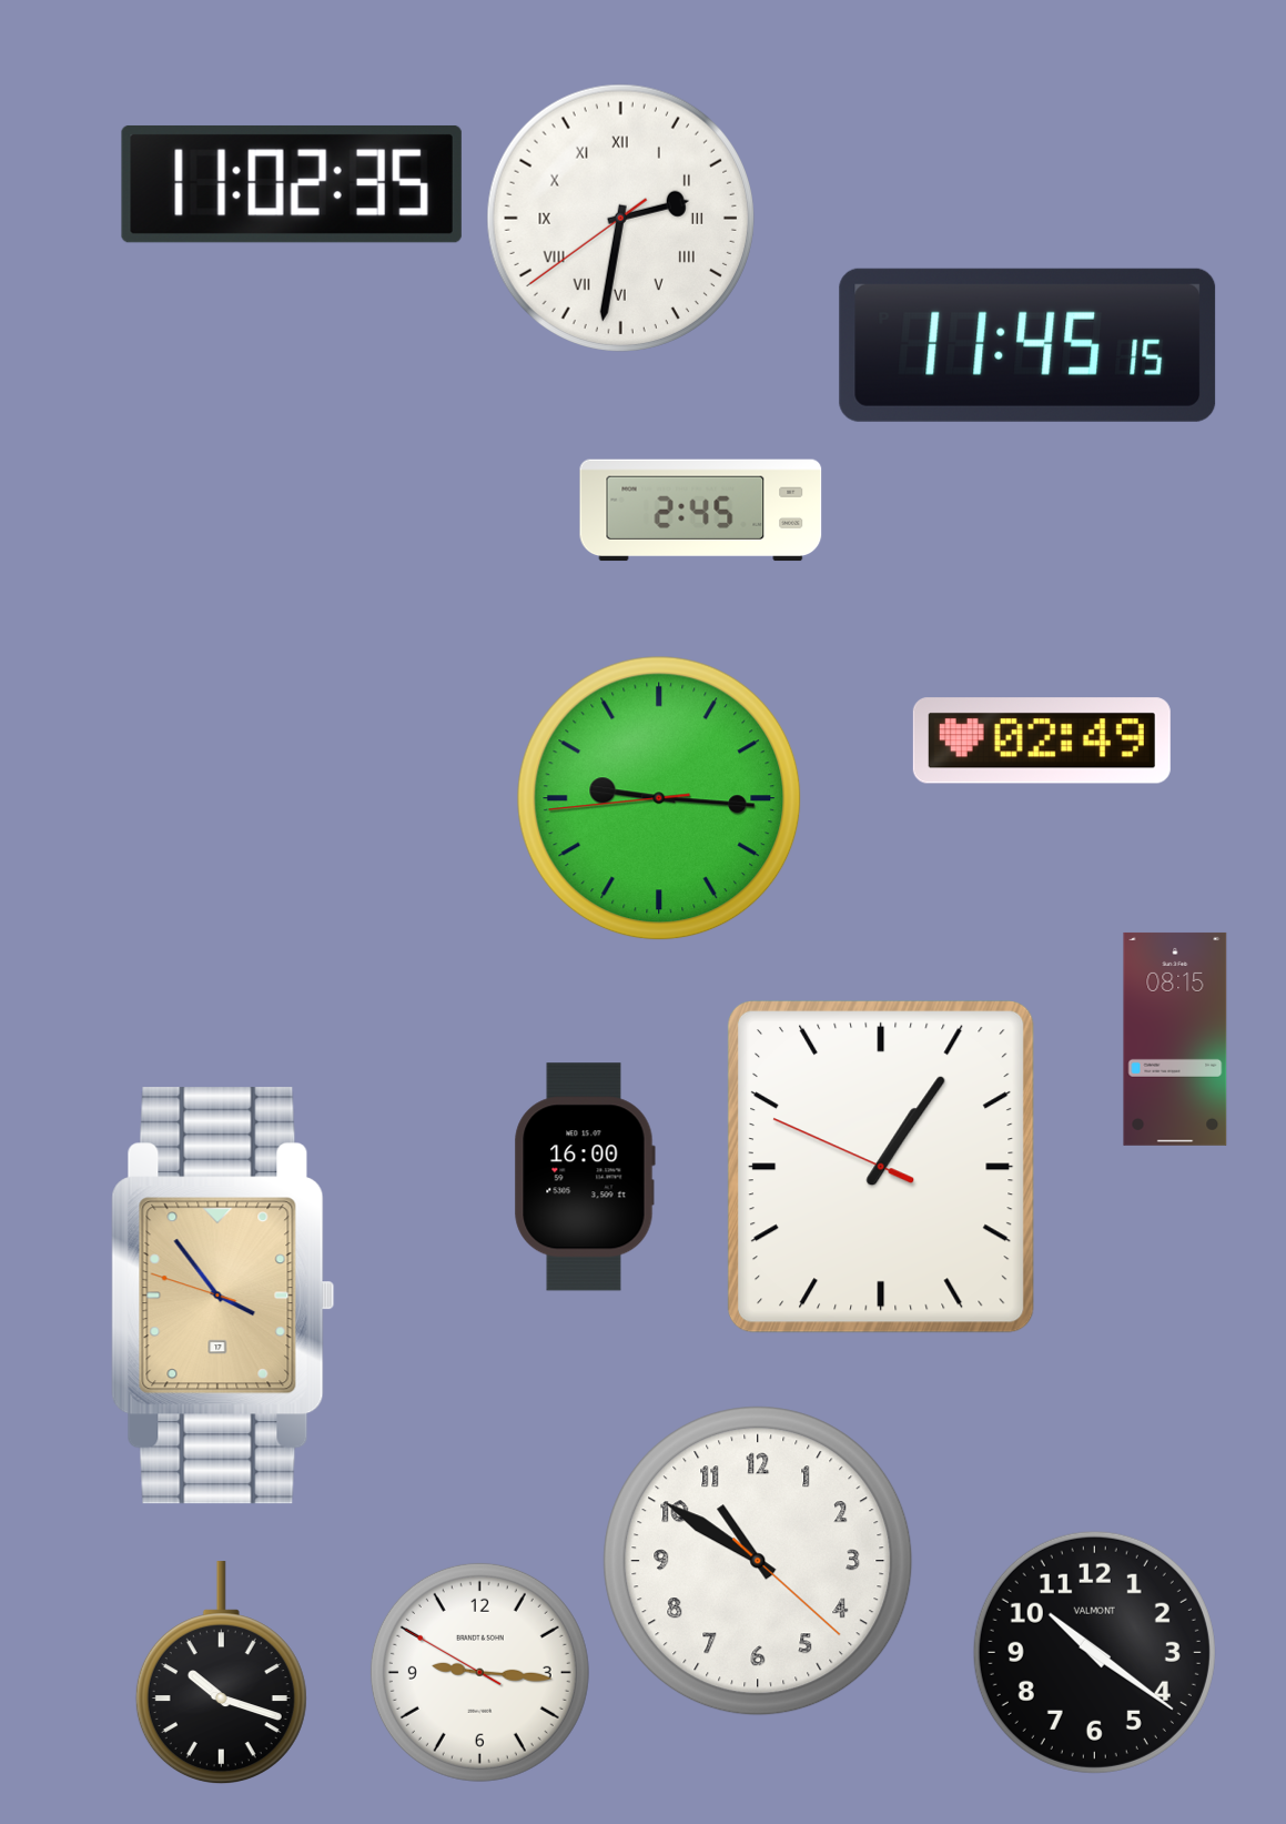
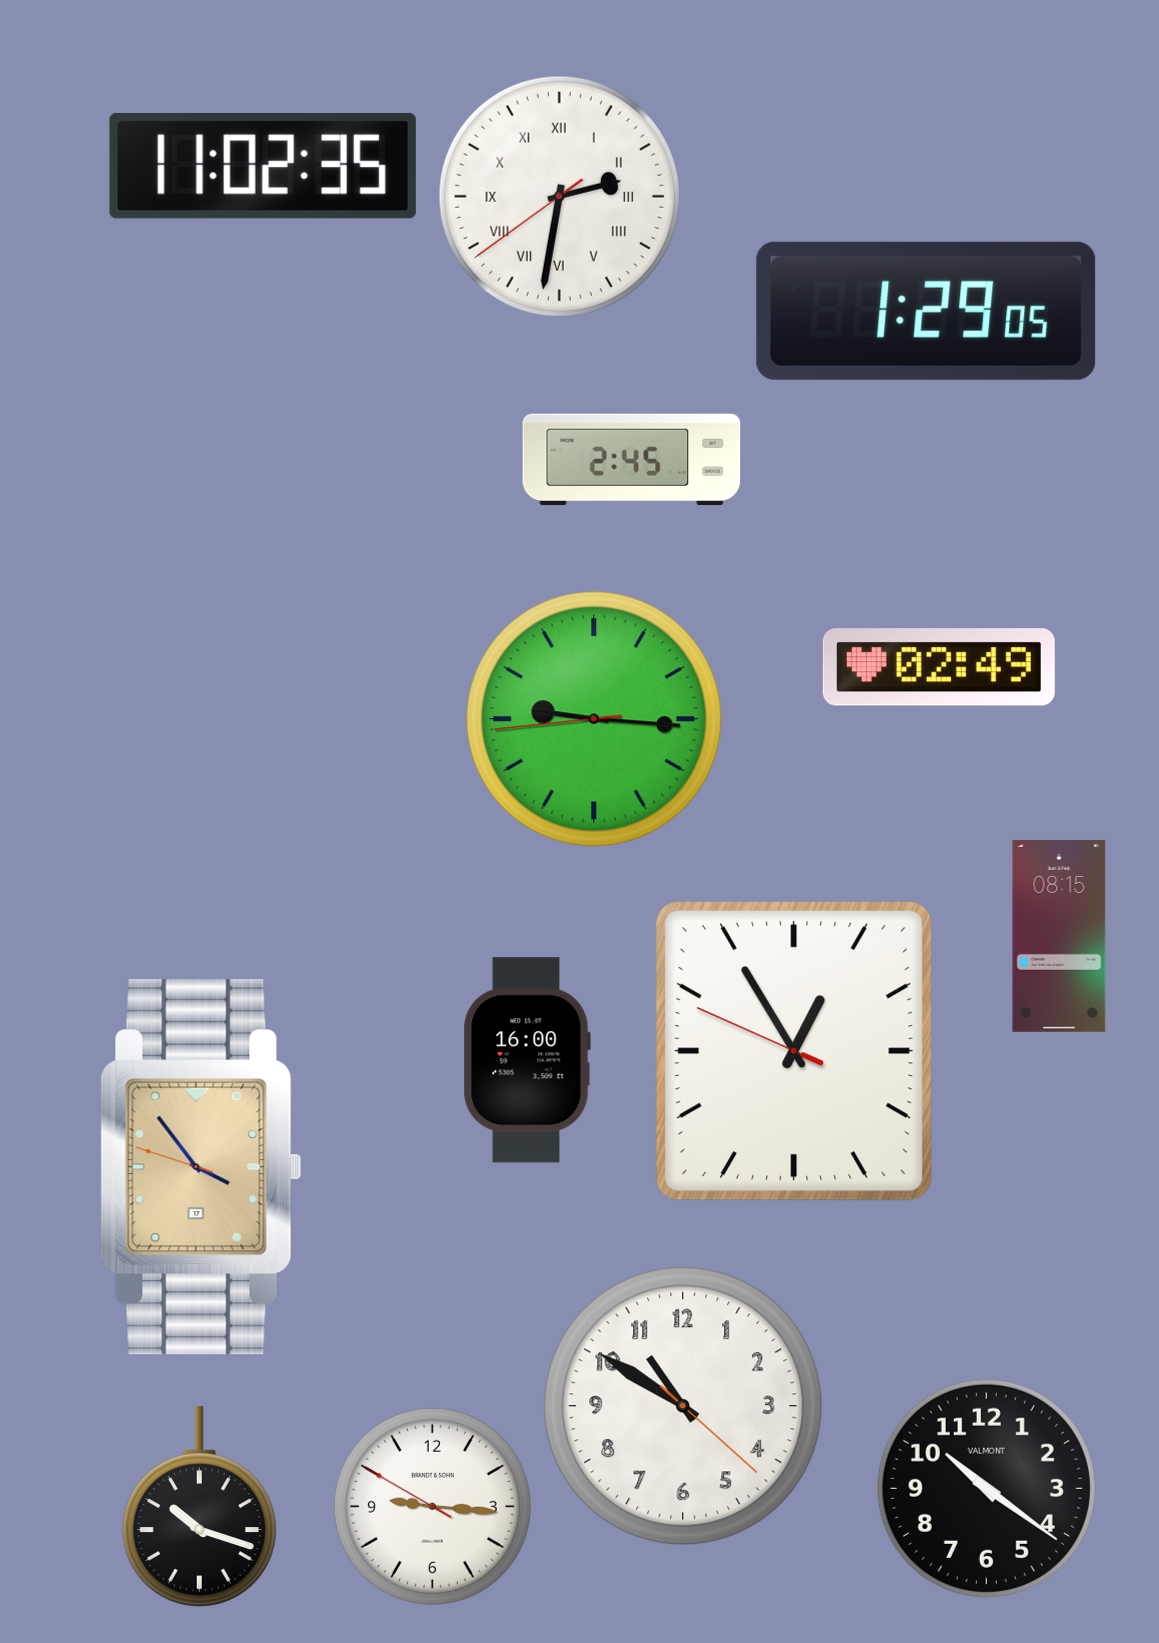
clock at (1027, 345): 11:45 -> 1:29
clock at (881, 1167): 1:05 -> 12:54
